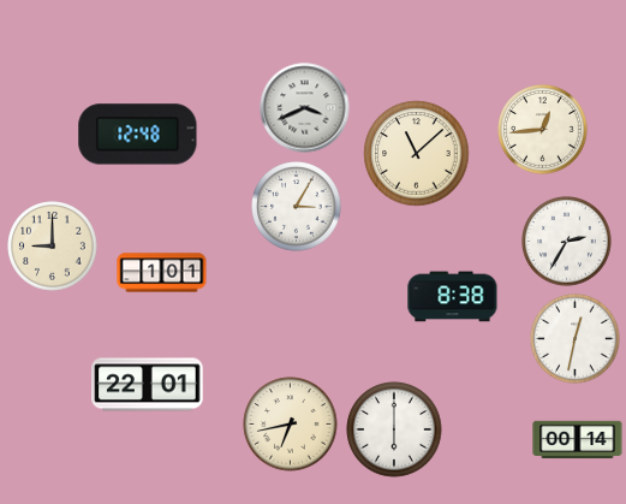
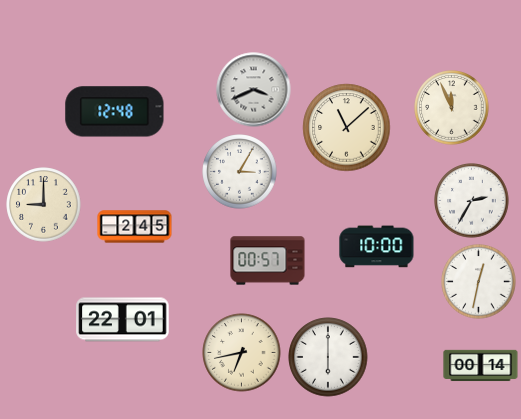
clock at (543, 130): 12:44 -> 11:56
clock at (297, 207) position: (297, 207) -> (240, 172)
clock at (162, 273): 1:01 -> 2:45
clock at (453, 297): 8:38 -> 10:00
clock at (268, 261): none -> 00:57
